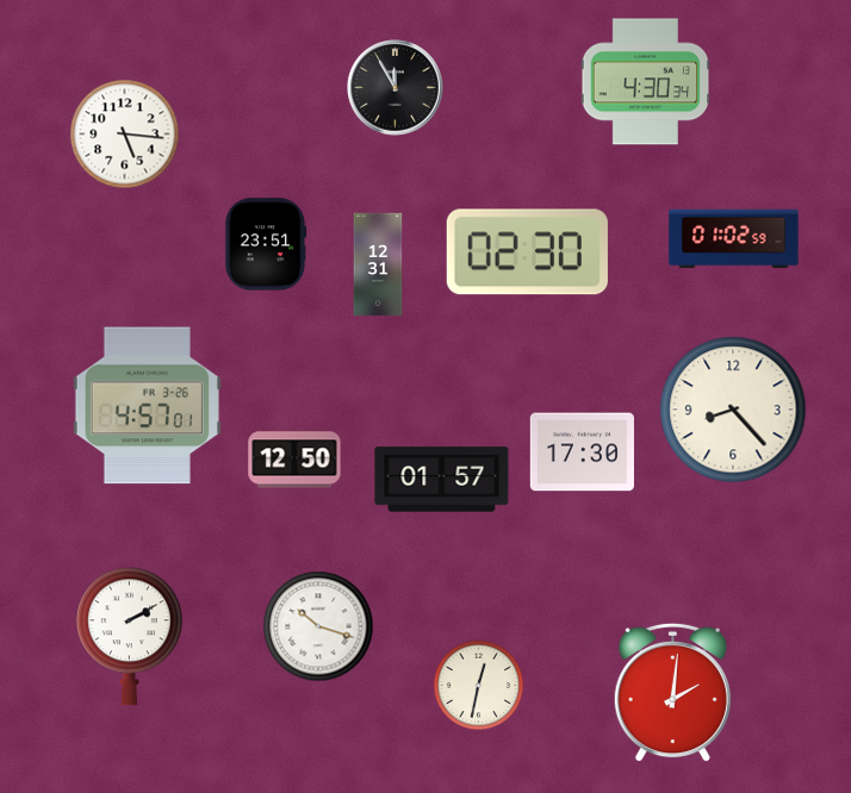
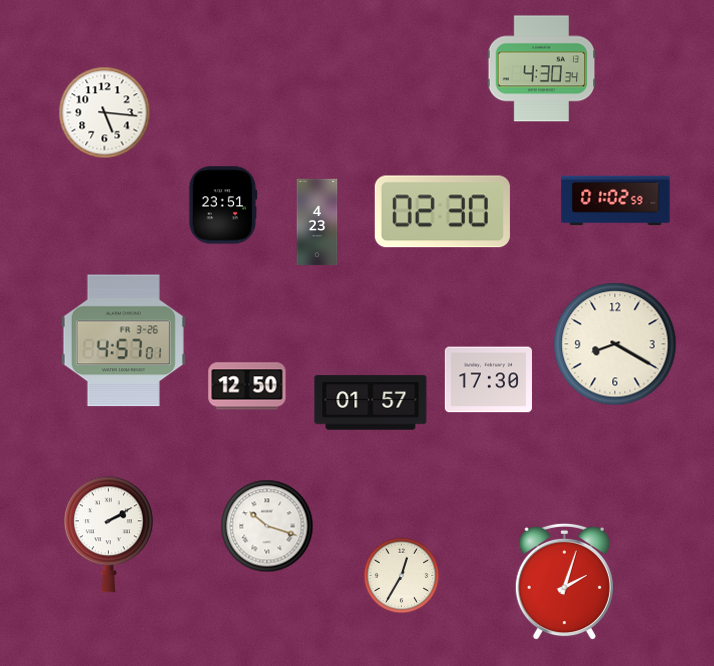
clock at (396, 88): 11:55 -> none
clock at (378, 264): 12:31 -> 4:23
clock at (733, 410): 8:23 -> 8:20
clock at (479, 686): 12:32 -> 12:35
clock at (672, 693): 2:01 -> 2:03
